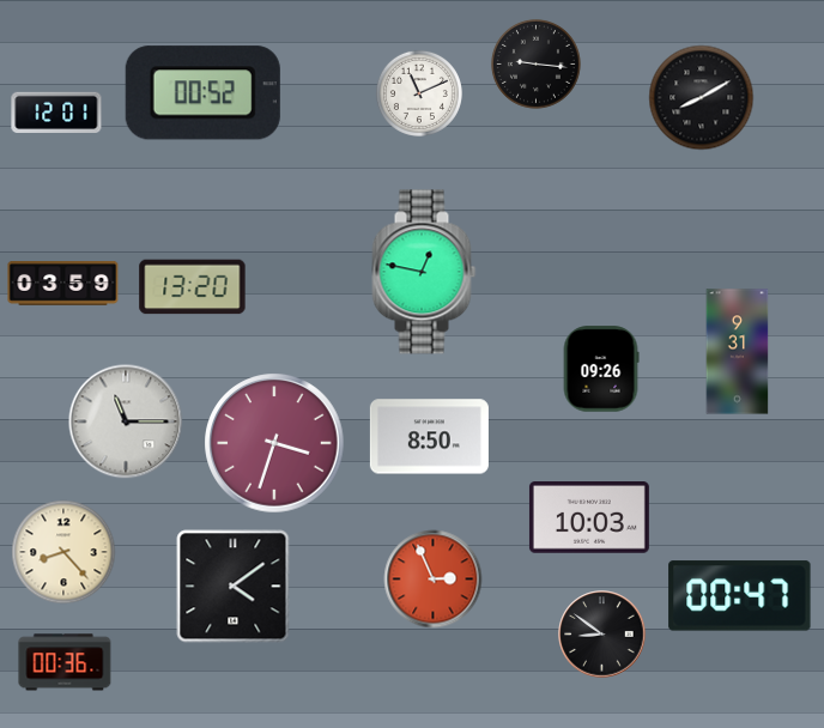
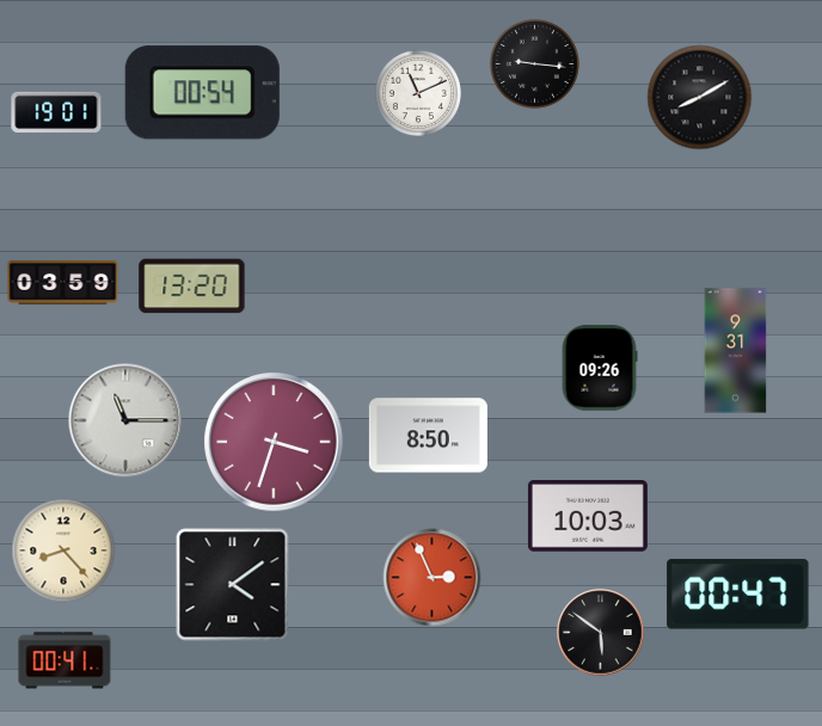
clock at (202, 93): 00:52 -> 00:54
clock at (56, 111): 12:01 -> 19:01
clock at (424, 272): 12:47 -> none
clock at (602, 635): 8:51 -> 5:51
clock at (65, 662): 00:36 -> 00:41
